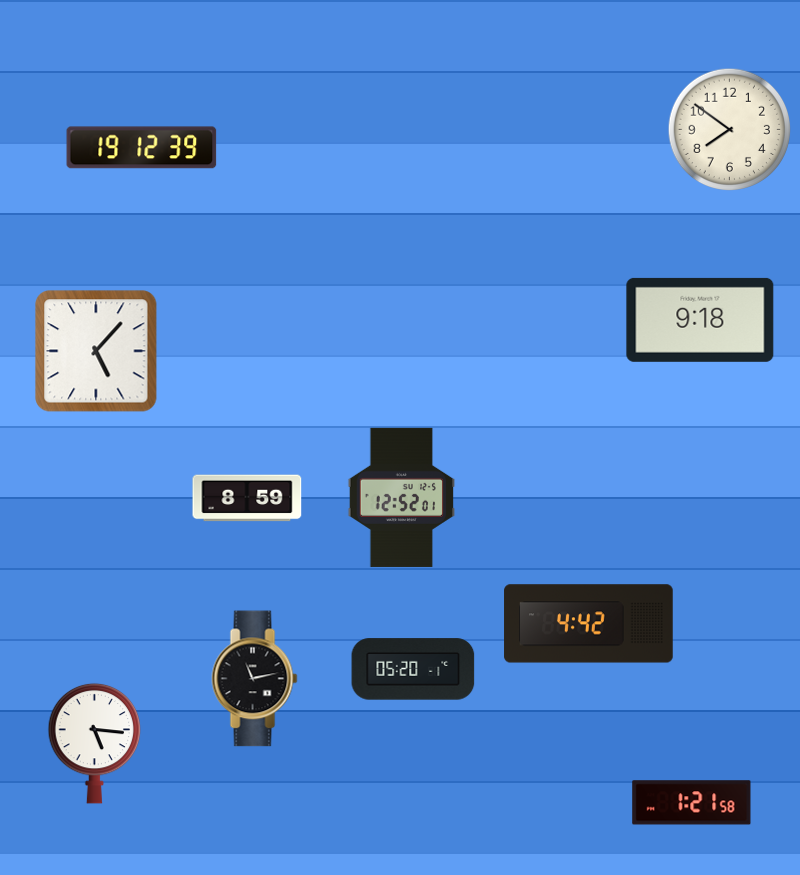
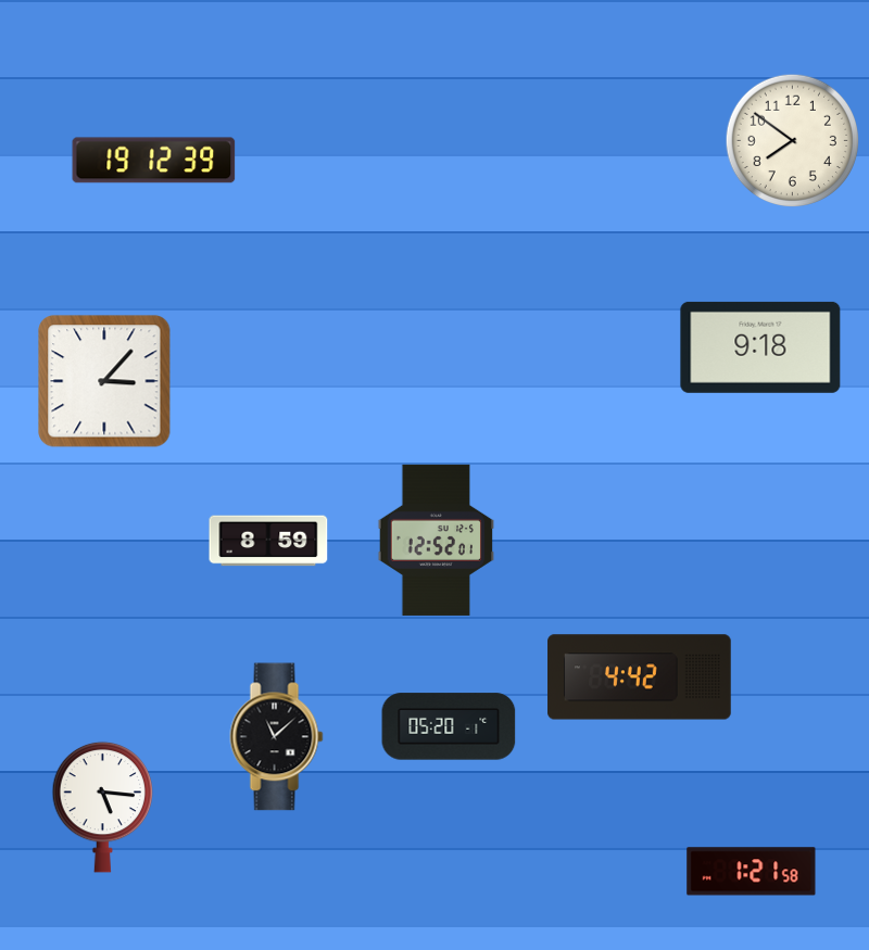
clock at (96, 351): 5:07 -> 3:07
clock at (255, 679): 11:13 -> 11:08
